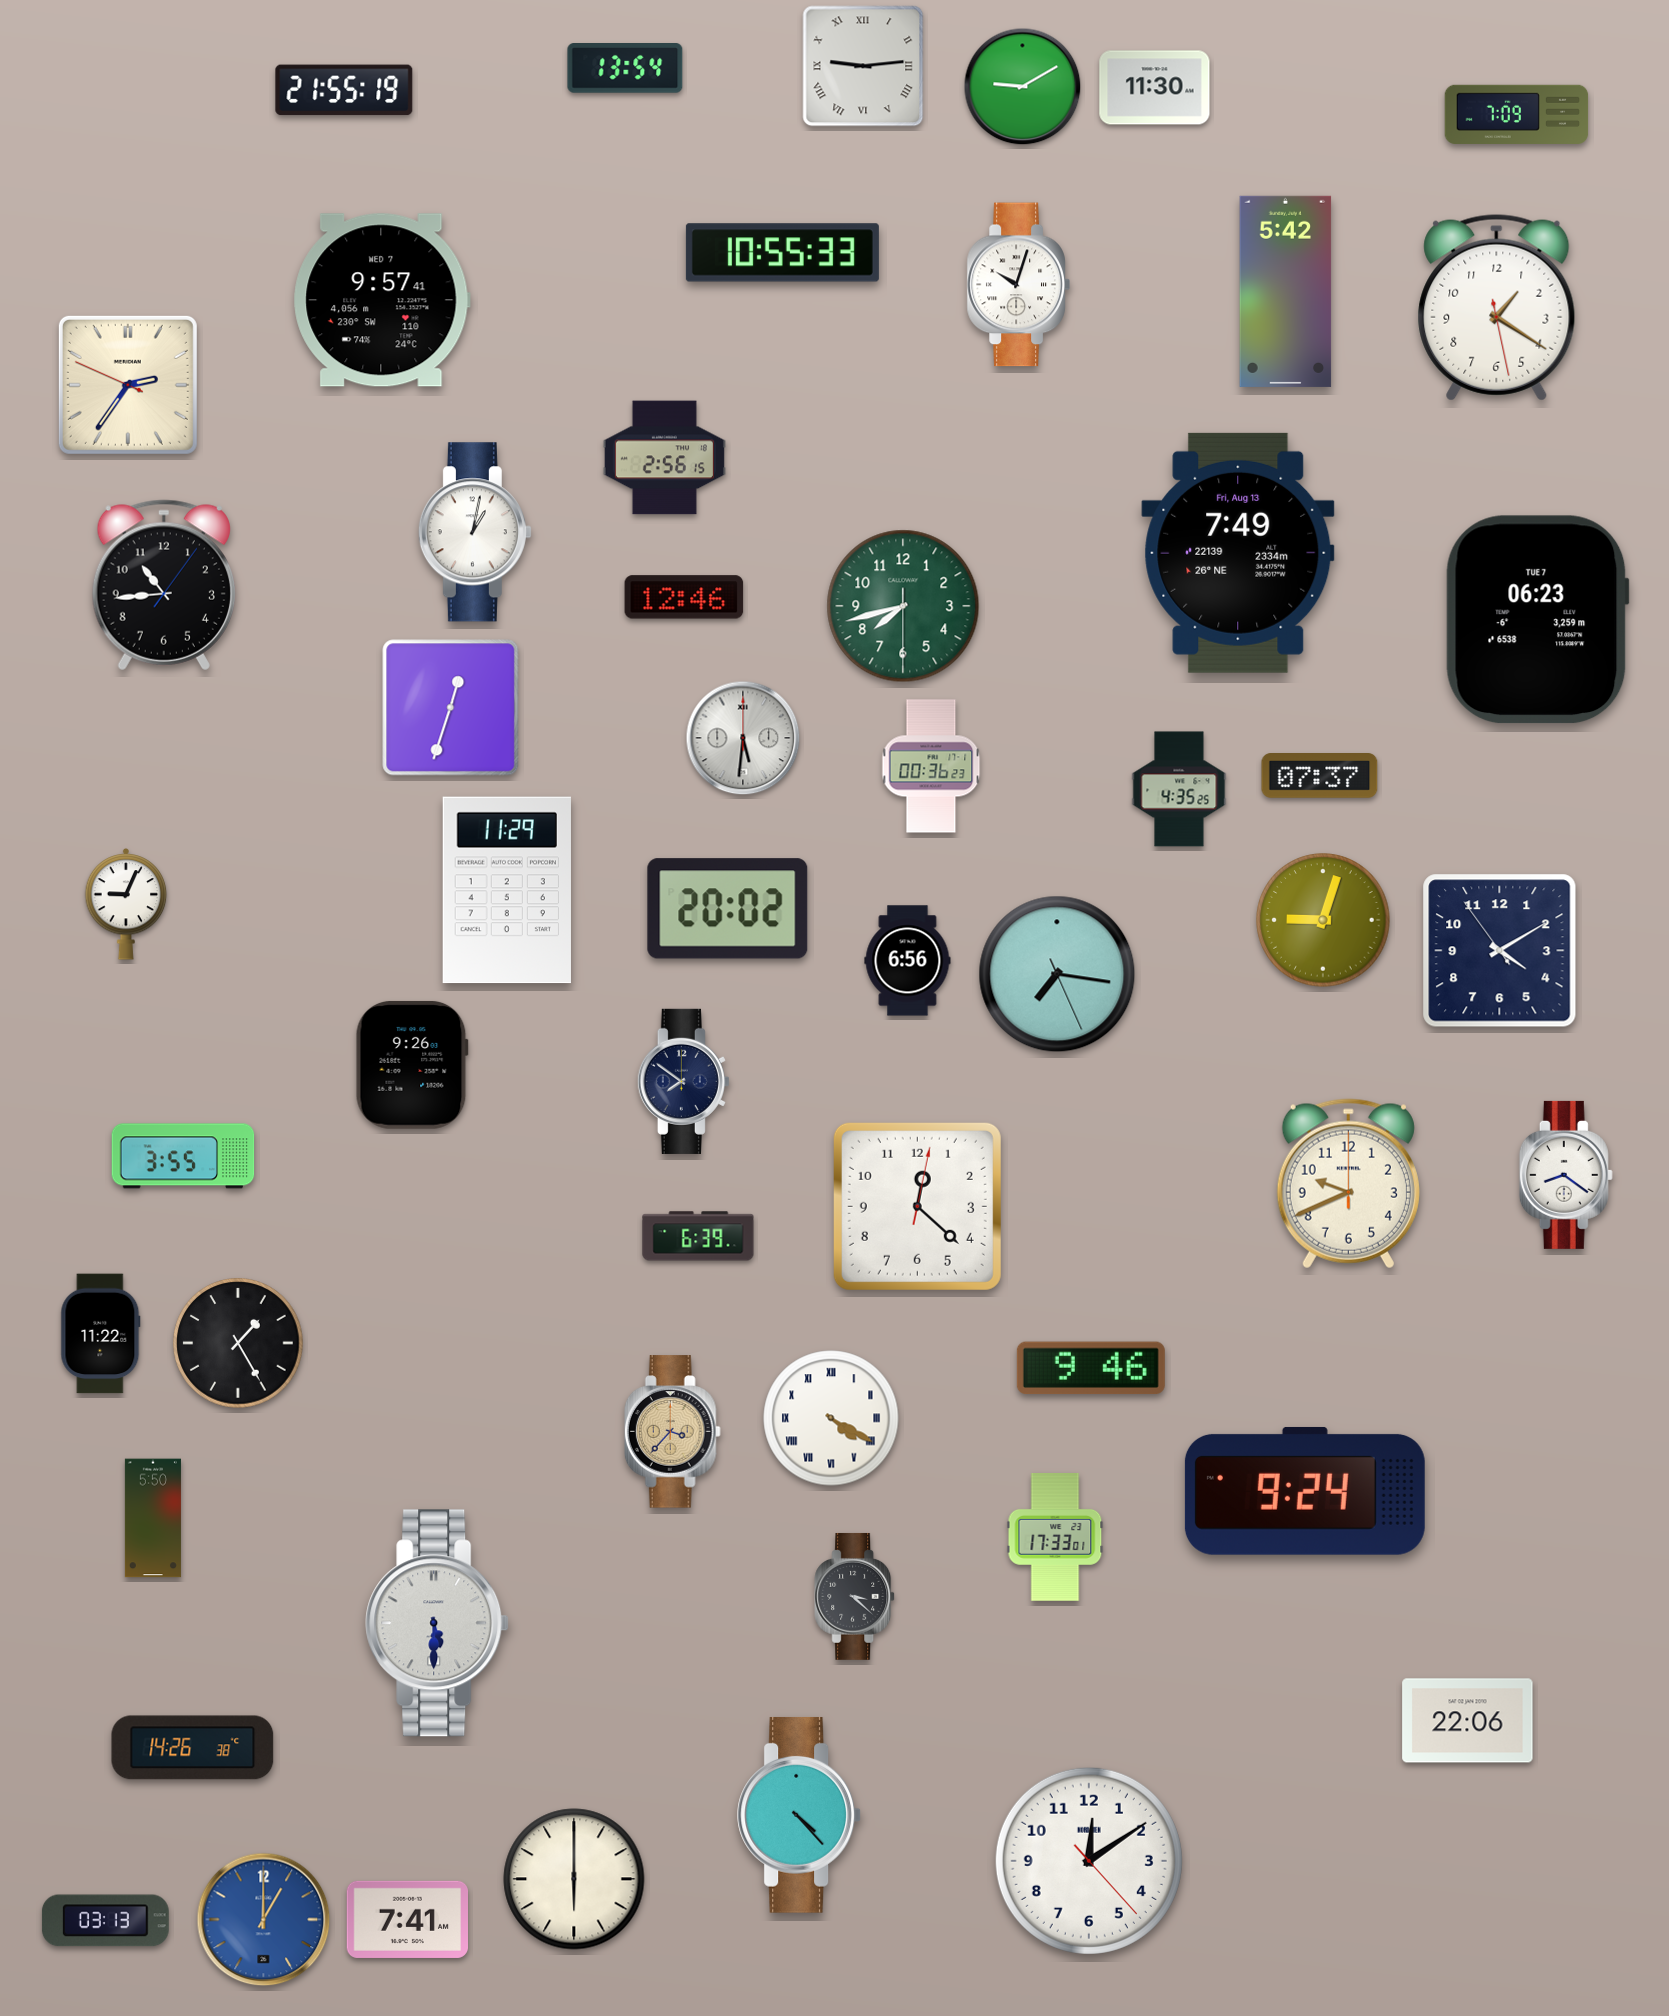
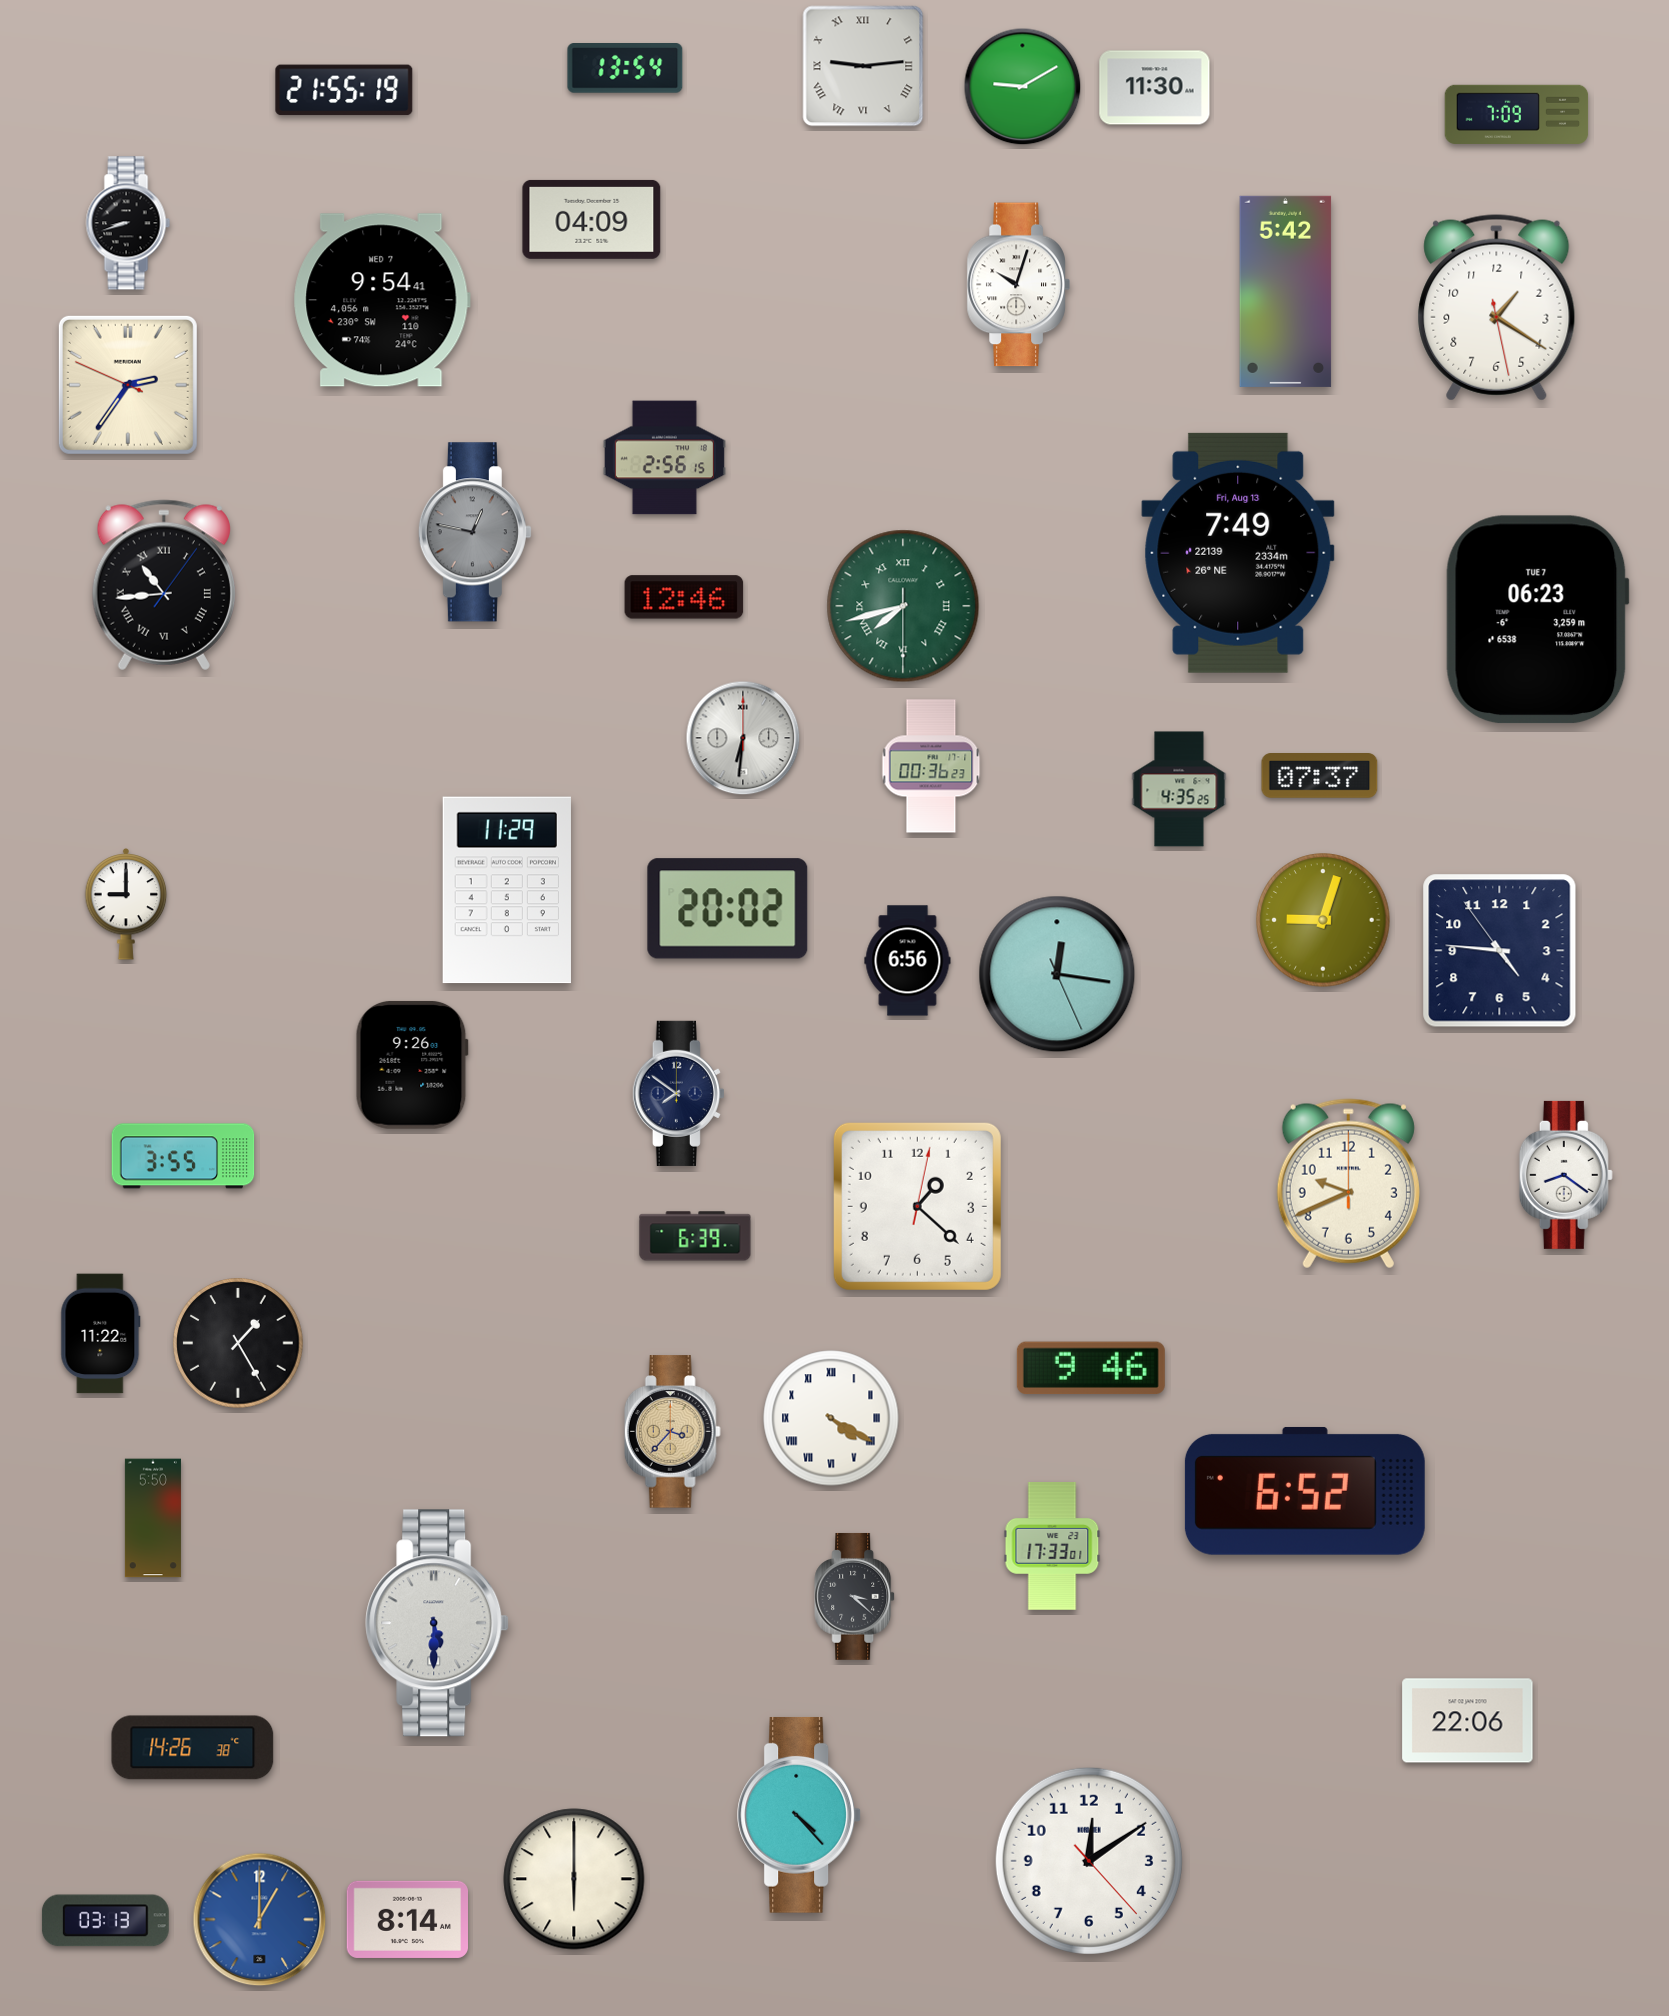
clock at (592, 219): none -> 04:09
clock at (128, 223): none -> 8:42
clock at (782, 253): 10:55 -> none
clock at (382, 300): 9:57 -> 9:54
clock at (475, 532): 1:02 -> 12:47
clock at (475, 532) dial: white -> grey
clock at (164, 585) numerals: Arabic -> Roman
clock at (903, 606) numerals: Arabic -> Roman
clock at (451, 708): 12:33 -> none
clock at (743, 738): 5:31 -> 6:31
clock at (126, 904): 9:04 -> 9:00
clock at (1500, 951): 4:09 -> 4:45
clock at (1057, 974): 7:16 -> 12:16
clock at (683, 1081) position: (683, 1081) -> (678, 1093)
clock at (917, 1206): 12:22 -> 1:22
clock at (698, 1236) position: (698, 1236) -> (695, 1236)
clock at (1305, 1491): 9:24 -> 6:52
clock at (1055, 1538) position: (1055, 1538) -> (1052, 1547)
clock at (407, 1919): 7:41 -> 8:14
clock at (264, 1920) position: (264, 1920) -> (260, 1920)
